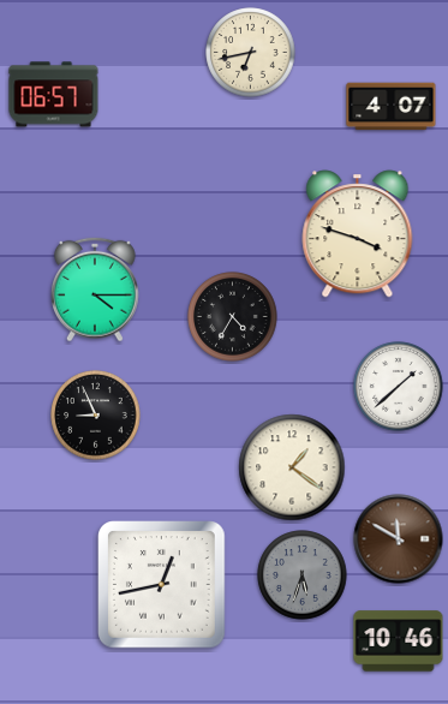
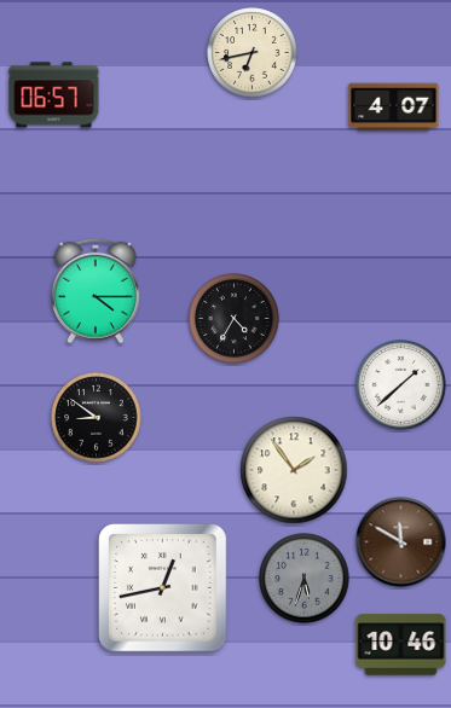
clock at (358, 234): 3:48 -> none
clock at (399, 387) position: (399, 387) -> (401, 385)
clock at (96, 416): 8:56 -> 8:51
clock at (292, 467): 1:21 -> 1:54
